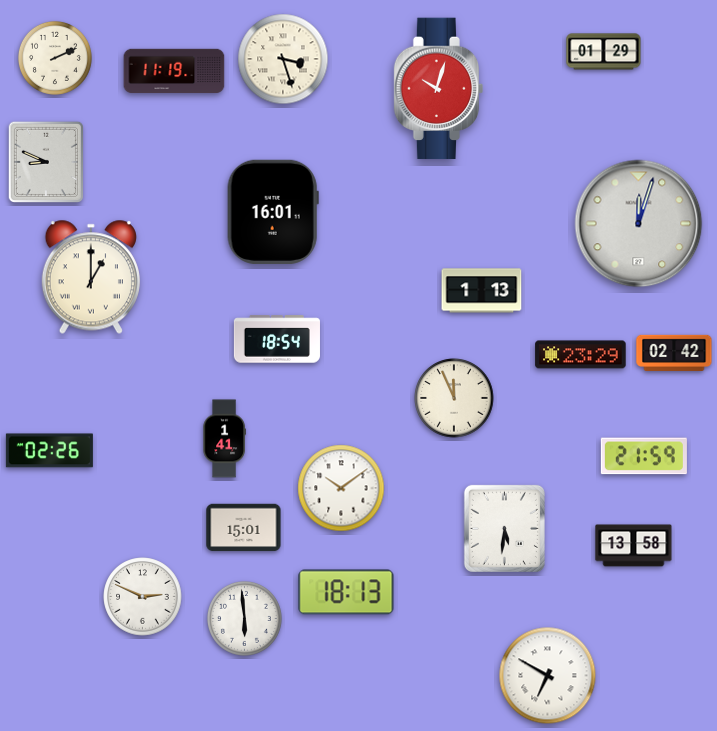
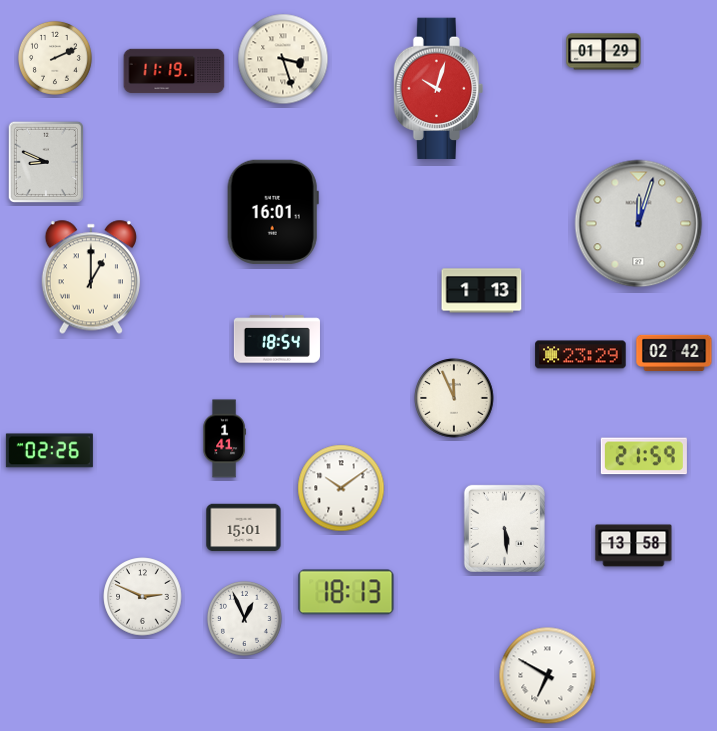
clock at (504, 528): 5:31 -> 5:29
clock at (244, 618): 5:59 -> 12:56
